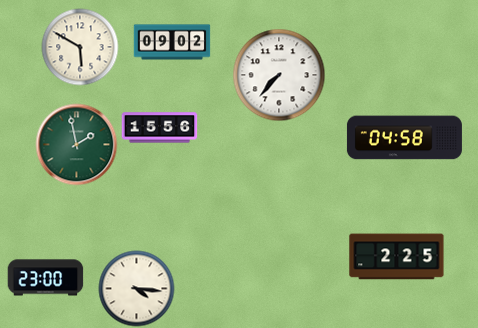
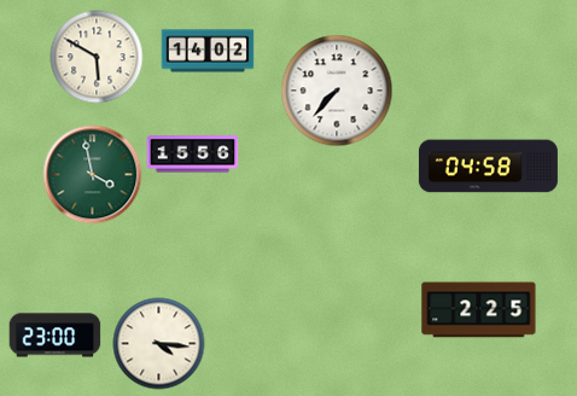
clock at (172, 42): 09:02 -> 14:02
clock at (77, 145): 1:58 -> 3:58
clock at (137, 289) position: (137, 289) -> (159, 344)
